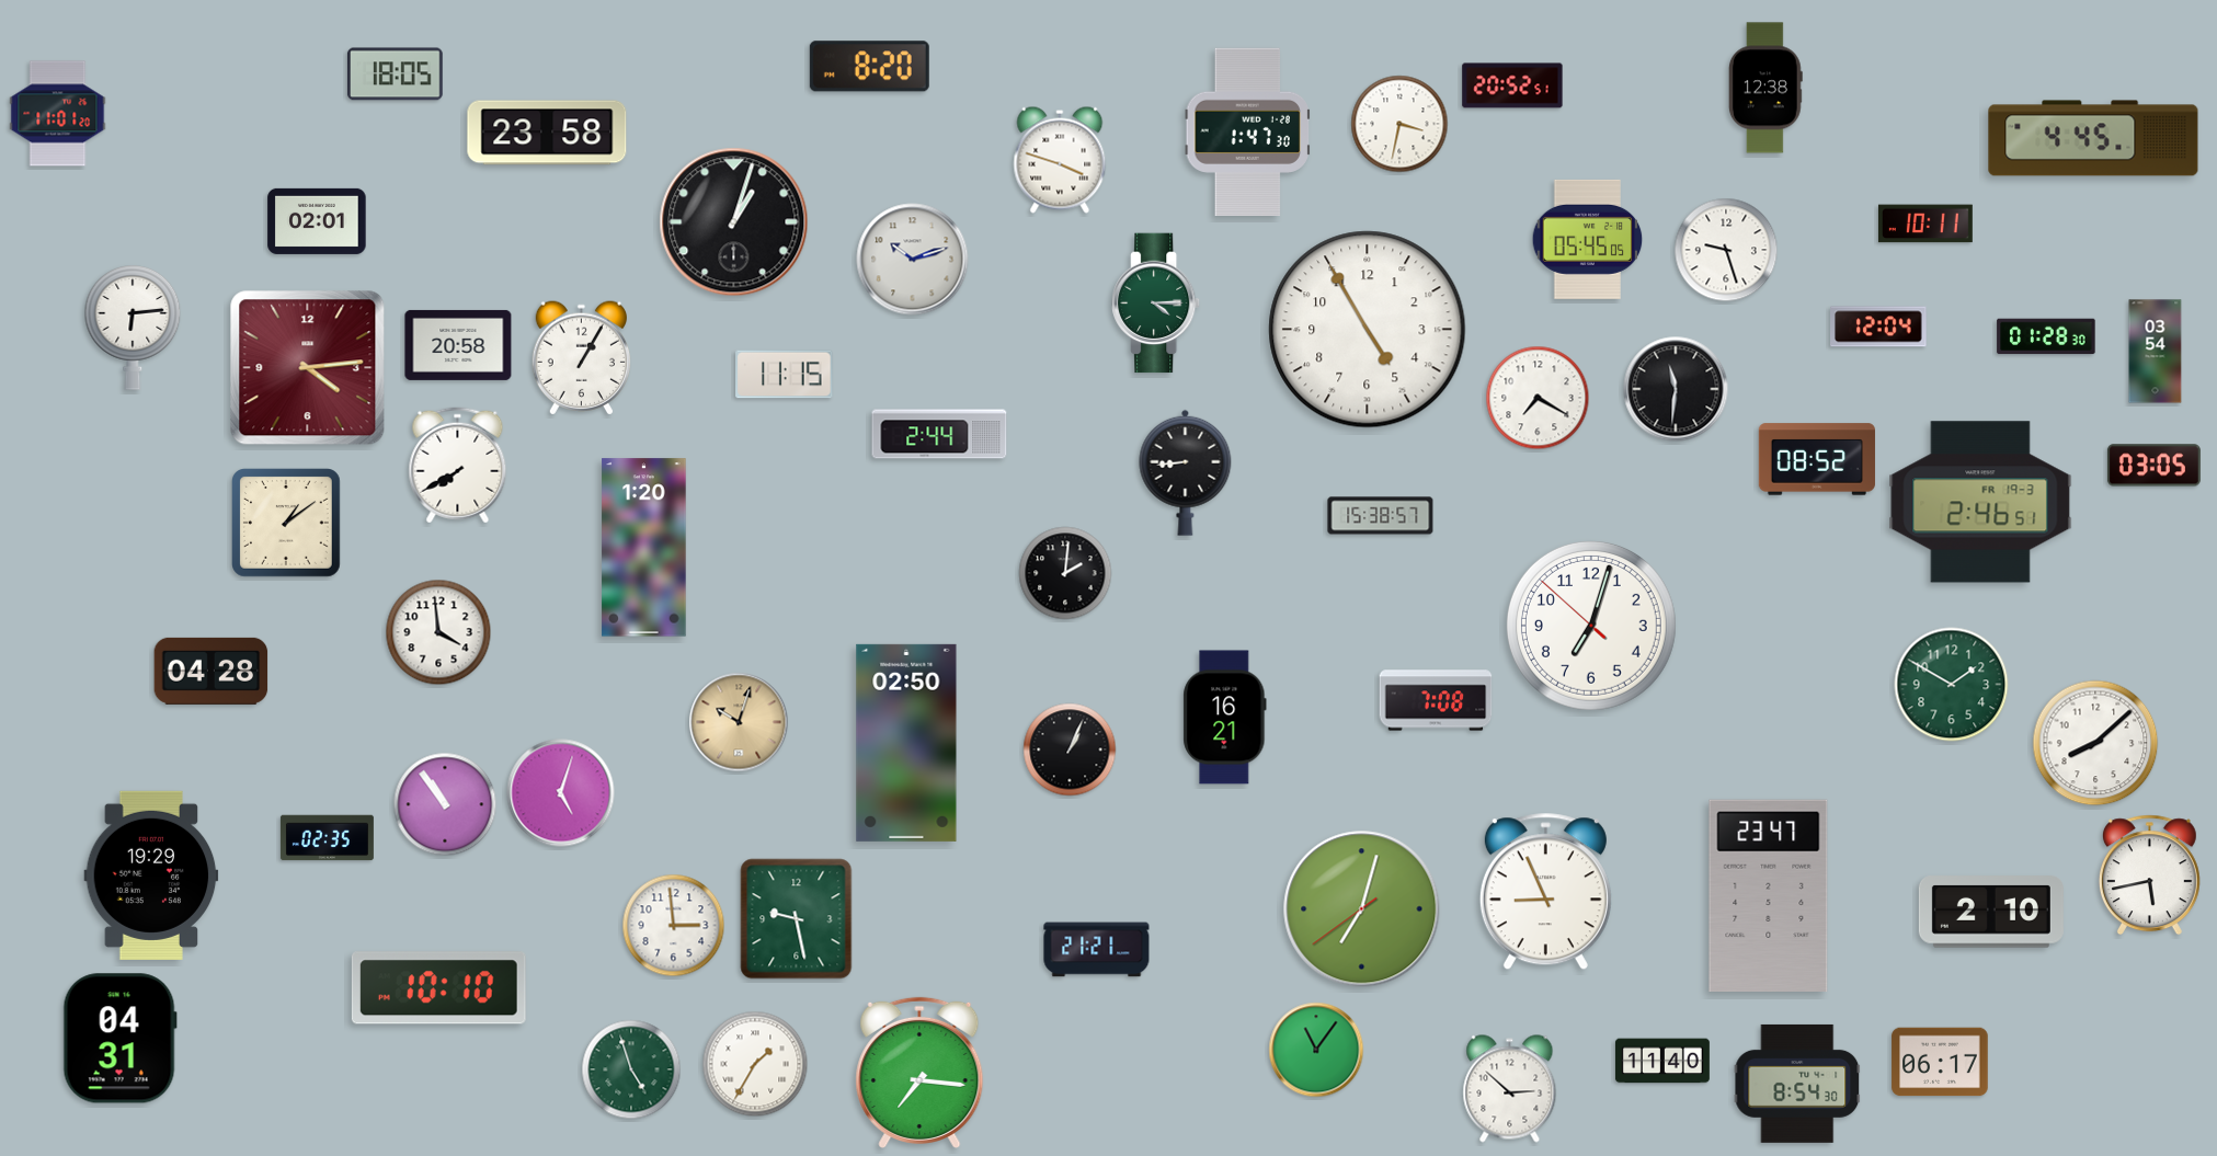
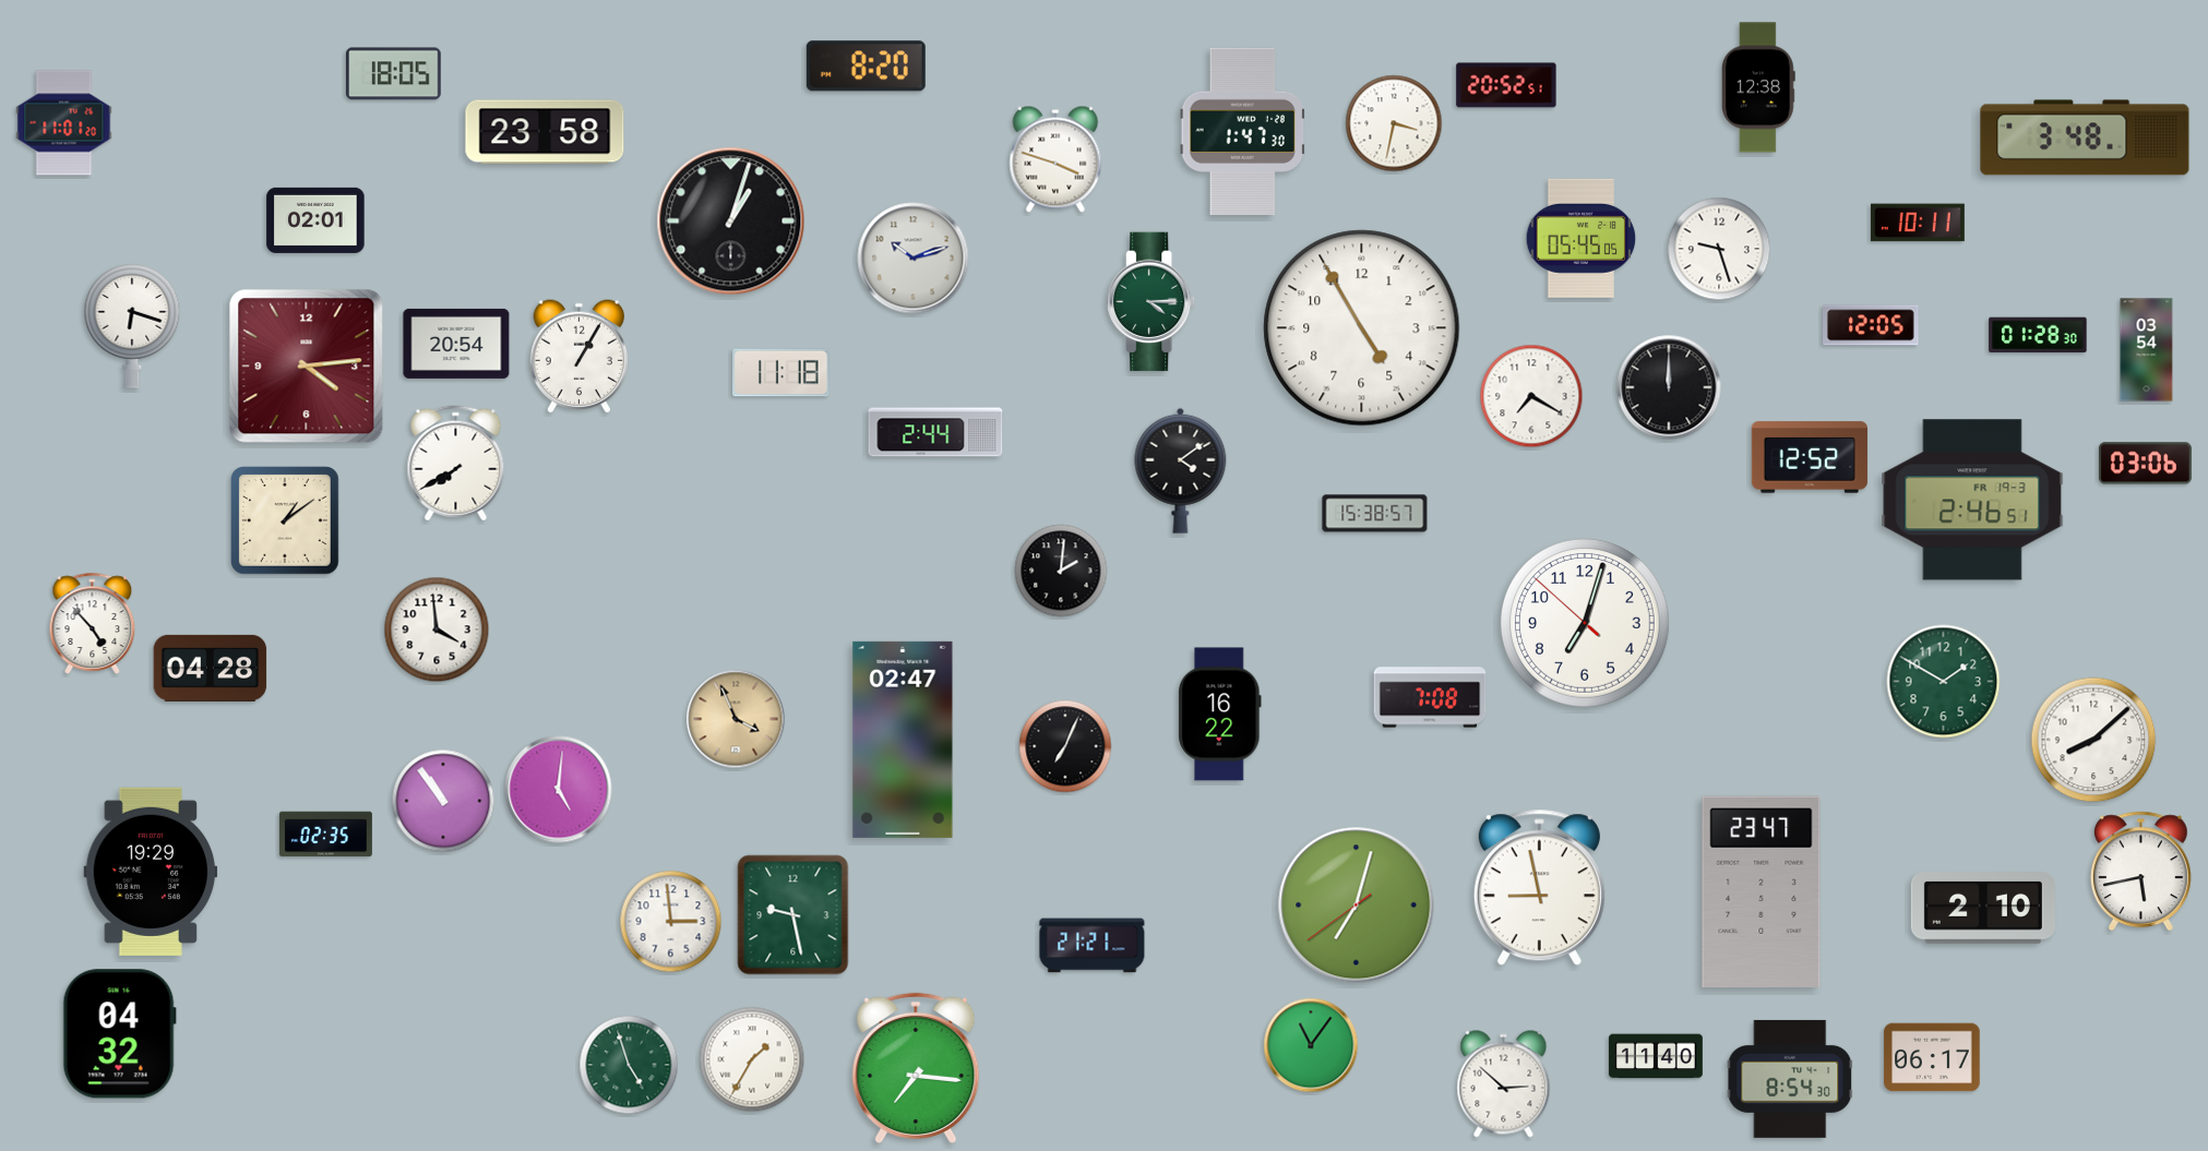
clock at (58, 114) position: (58, 114) -> (64, 123)
clock at (2093, 138): 4:45 -> 3:48
clock at (913, 260) position: (913, 260) -> (914, 259)
clock at (1878, 327): 12:04 -> 12:05
clock at (133, 328): 6:14 -> 6:18
clock at (458, 345): 20:58 -> 20:54
clock at (785, 375): 11:15 -> 11:18
clock at (1676, 389): 11:31 -> 12:00
clock at (1817, 459): 08:52 -> 12:52
clock at (2153, 466): 03:05 -> 03:06
clock at (1186, 472): 8:44 -> 4:09
clock at (644, 548): 1:20 -> none
clock at (93, 623): none -> 4:53
clock at (1225, 718): 16:21 -> 16:22
clock at (739, 722): 10:03 -> 3:56
clock at (906, 743): 02:50 -> 02:47
clock at (2095, 743) position: (2095, 743) -> (2093, 740)
clock at (1070, 749): 1:04 -> 7:04
clock at (561, 793): 5:03 -> 5:01
clock at (1545, 892): 8:56 -> 8:58
clock at (438, 988): 10:10 -> none
clock at (119, 1039): 04:31 -> 04:32
